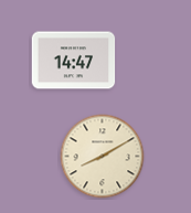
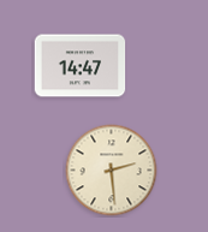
clock at (103, 157): 8:10 -> 2:29
